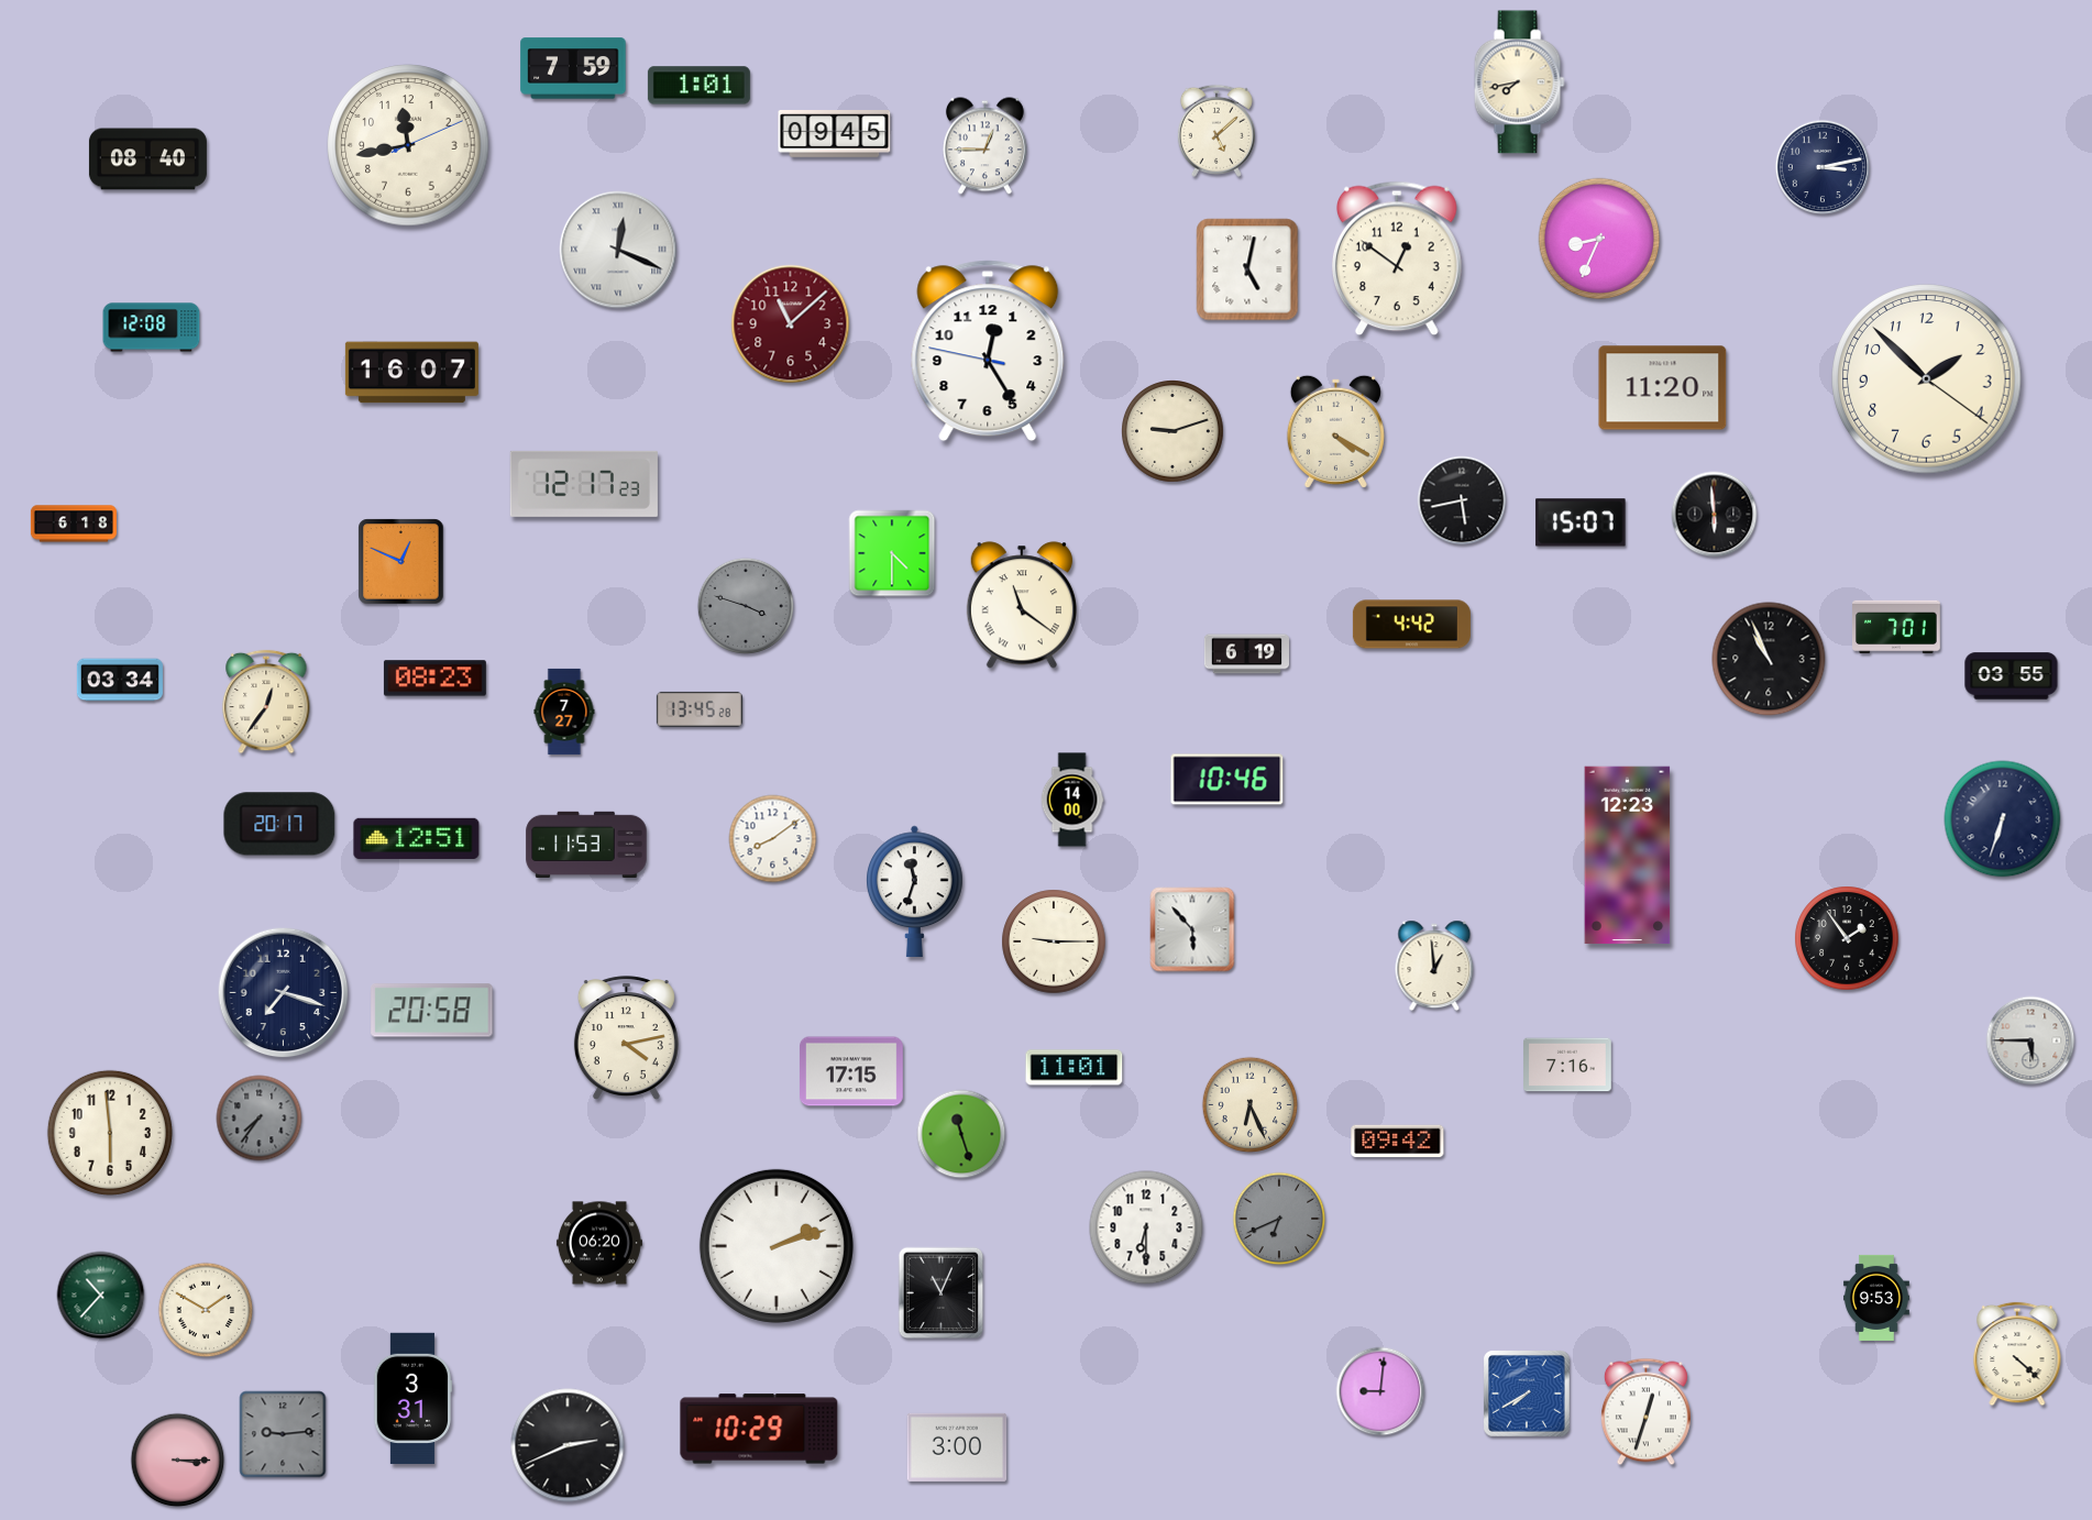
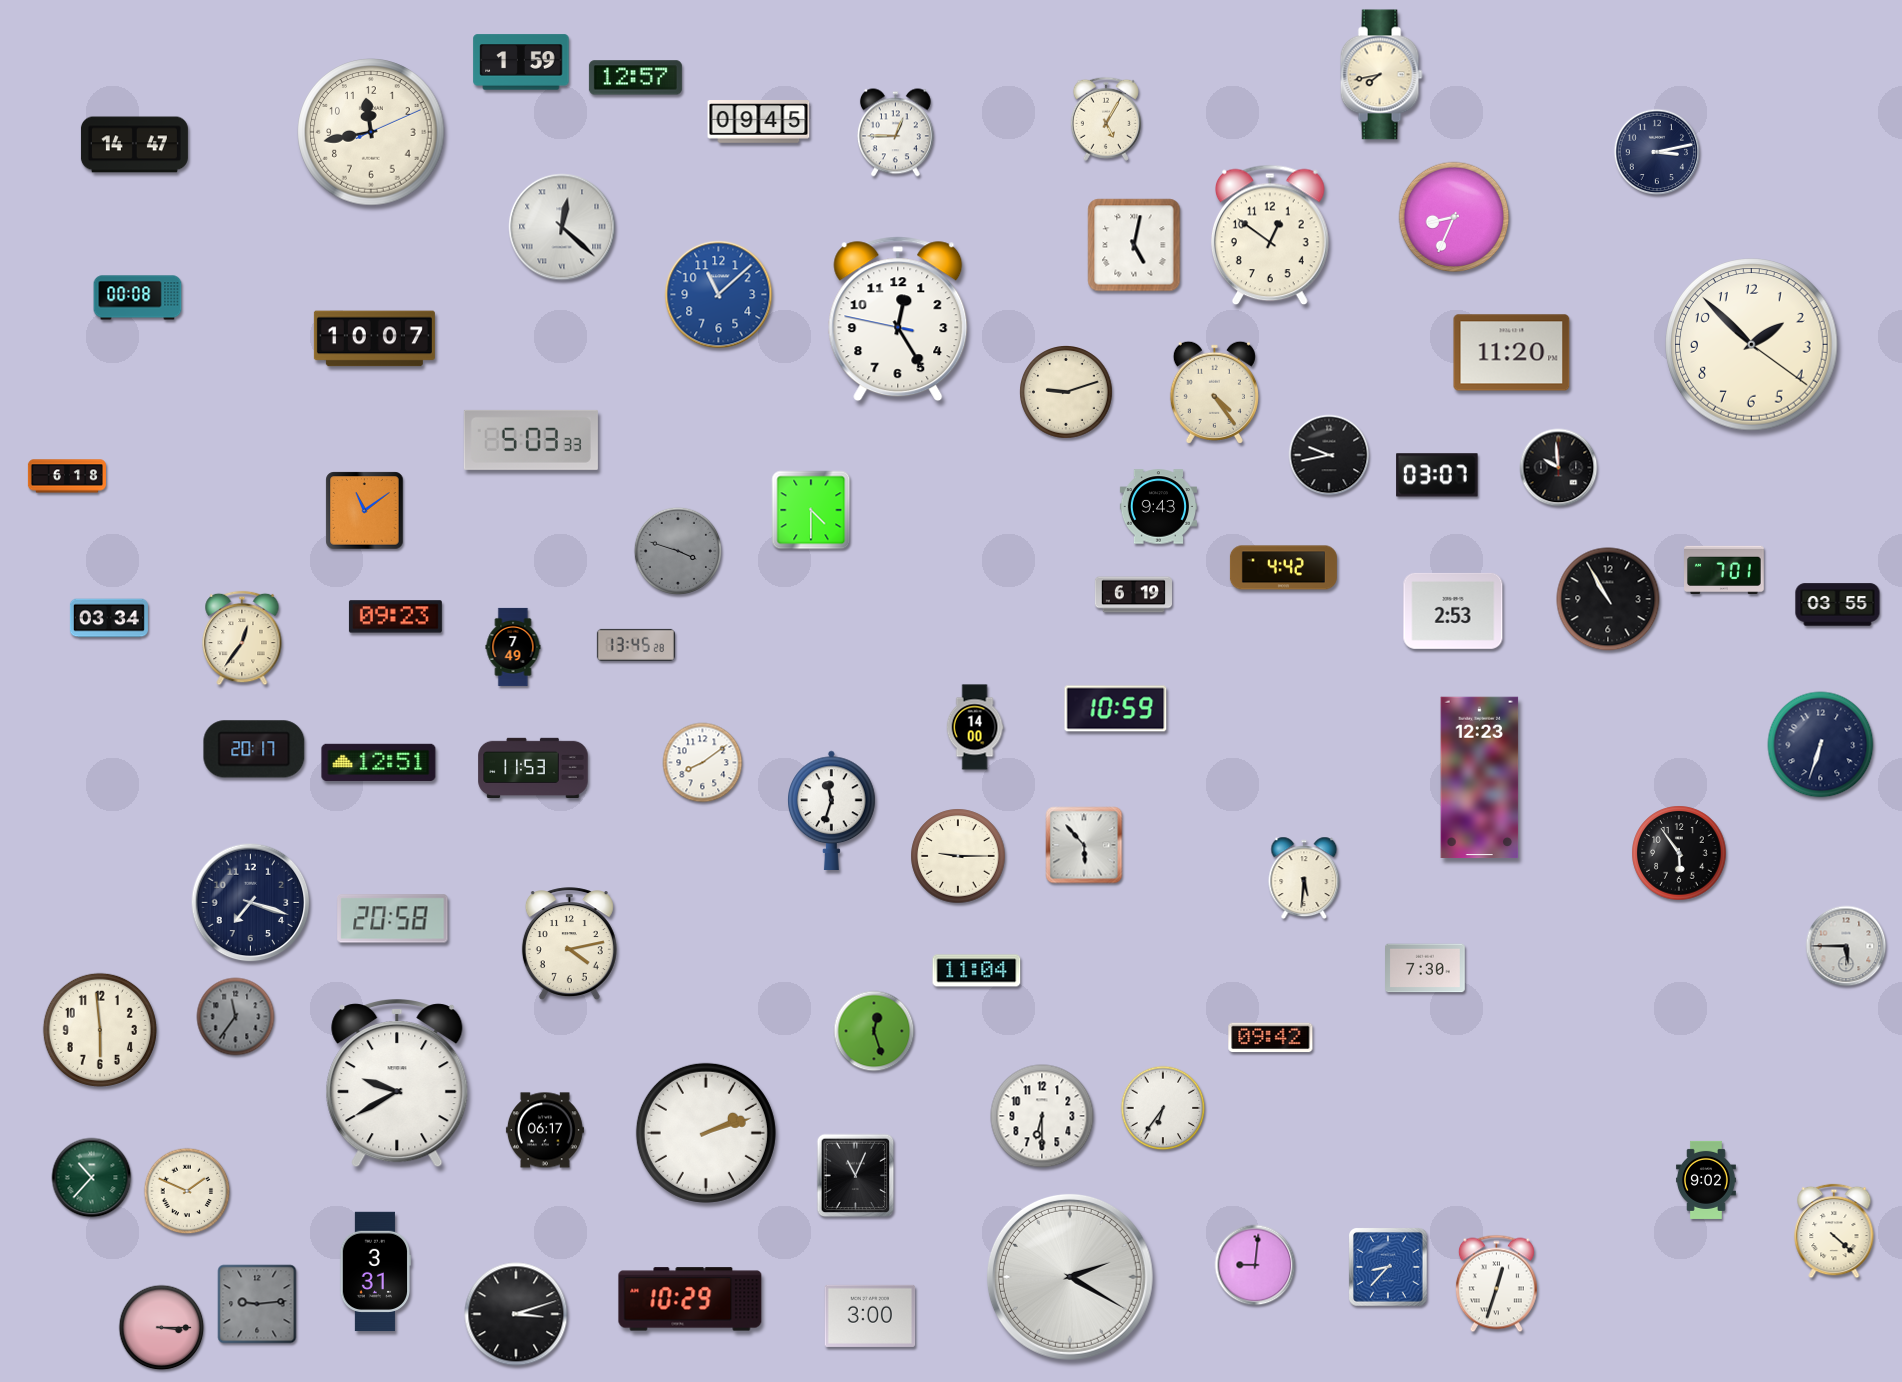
clock at (573, 68): 7:59 -> 1:59
clock at (698, 86): 1:01 -> 12:57
clock at (1216, 131): 5:08 -> 5:05
clock at (147, 159): 08:40 -> 14:47
clock at (618, 250): 12:19 -> 12:22
clock at (791, 324) dial: burgundy -> blue
clock at (152, 328): 12:08 -> 00:08
clock at (411, 373): 16:07 -> 10:07
clock at (1335, 431): 4:20 -> 4:24
clock at (584, 484): 12:17 -> 5:03
clock at (1462, 500): 5:43 -> 9:43
clock at (1715, 515): 5:59 -> 9:59
clock at (1581, 522): 15:07 -> 03:07
clock at (892, 553) position: (892, 553) -> (811, 510)
clock at (1158, 507): none -> 9:43
clock at (401, 562): 12:49 -> 11:09
clock at (1021, 605): 11:21 -> none
clock at (1769, 659): 10:56 -> 10:55
clock at (1453, 611): none -> 2:53
clock at (2012, 676) position: (2012, 676) -> (1838, 605)
clock at (434, 679): 08:23 -> 09:23
clock at (564, 712): 7:27 -> 7:49
clock at (1227, 780): 10:46 -> 10:59
clock at (1847, 938): 1:54 -> 5:54
clock at (1434, 966): 12:59 -> 5:31
clock at (284, 993) position: (284, 993) -> (251, 903)
clock at (1567, 1065): 7:16 -> 7:30
clock at (1075, 1068): 11:01 -> 11:04
clock at (852, 1071): 17:15 -> none
clock at (1251, 1105): 6:26 -> none
clock at (260, 1119): 7:36 -> 11:36
clock at (961, 1134): 11:27 -> 12:27
clock at (397, 1084): none -> 9:40
clock at (1279, 1219): 6:41 -> 6:36
clock at (1279, 1219) dial: grey -> white
clock at (599, 1243): 06:20 -> 06:17
clock at (1876, 1298): 9:53 -> 9:02
clock at (206, 1310): 1:50 -> 1:49
clock at (1528, 1395): 7:40 -> 8:37
clock at (1070, 1277): none -> 2:20
clock at (568, 1445): 2:41 -> 3:12
